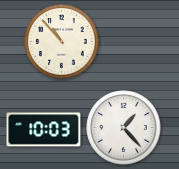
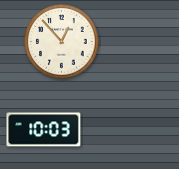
clock at (62, 42): 10:53 -> 12:53
clock at (124, 128): 1:23 -> none
